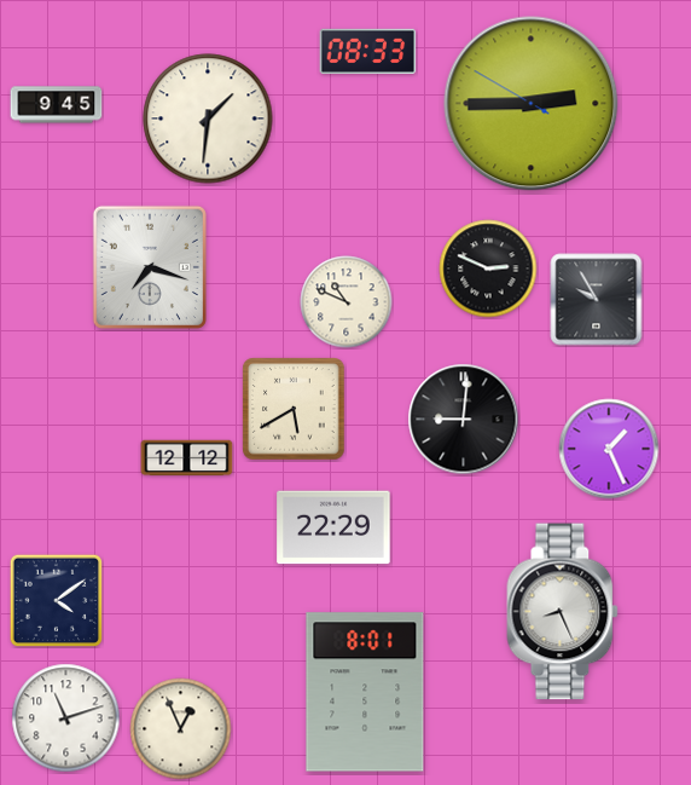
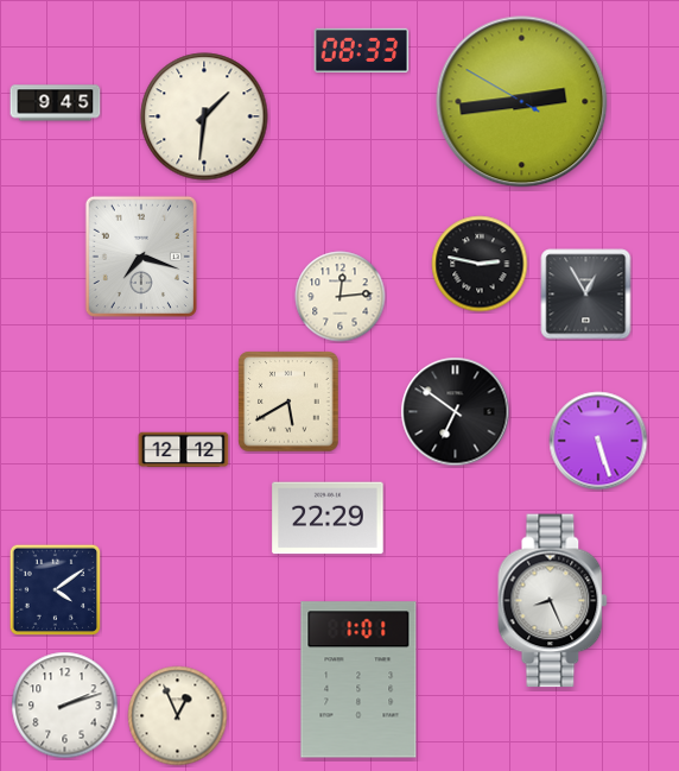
clock at (532, 104): 2:44 -> 2:43
clock at (150, 267) position: (150, 267) -> (141, 257)
clock at (488, 269): 2:49 -> 2:47
clock at (597, 300): 9:55 -> 12:55
clock at (347, 302): 10:49 -> 12:14
clock at (464, 420): 9:01 -> 6:51
clock at (609, 449): 1:26 -> 5:27
clock at (365, 692): 8:01 -> 1:01
clock at (66, 718): 11:12 -> 2:12
